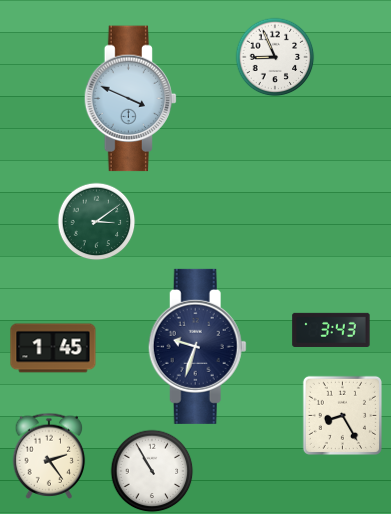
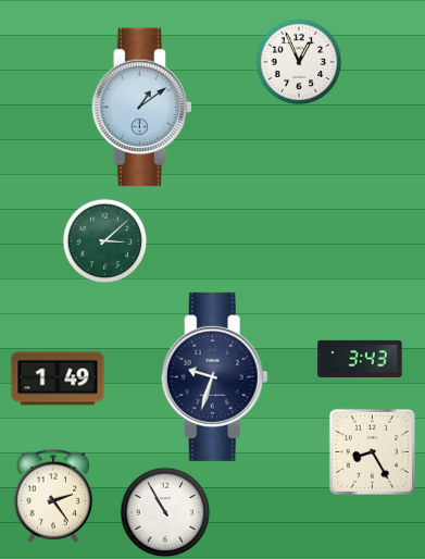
clock at (275, 57): 8:56 -> 12:56
clock at (131, 99): 3:49 -> 1:09
clock at (96, 221): 3:09 -> 3:08
clock at (53, 348): 1:45 -> 1:49
